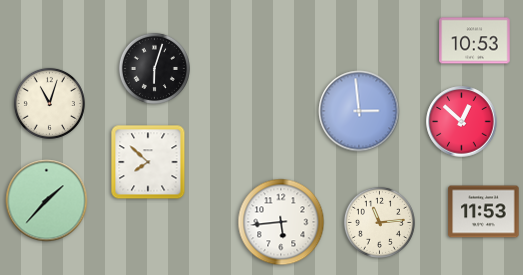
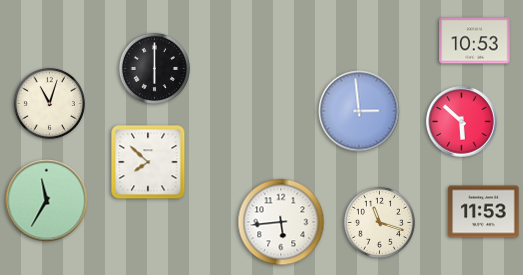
clock at (154, 68): 6:03 -> 6:00
clock at (462, 122): 12:52 -> 5:52
clock at (47, 201): 1:37 -> 11:35
clock at (379, 222): 11:14 -> 11:18
